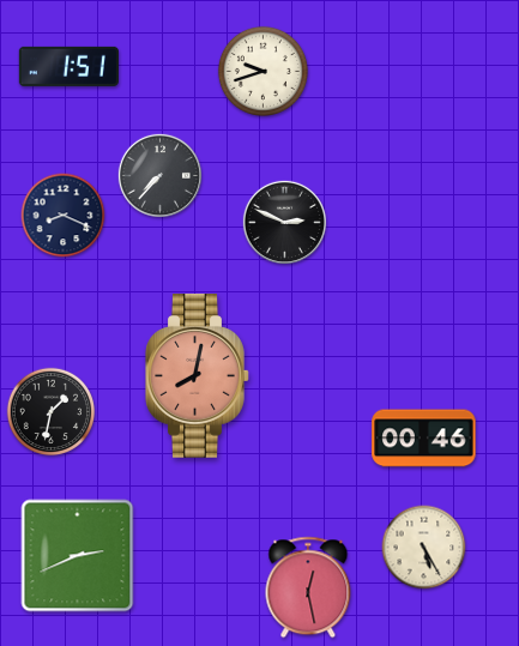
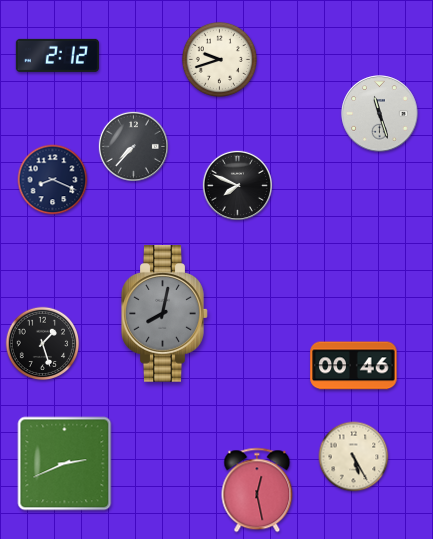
clock at (68, 66): 1:51 -> 2:12
clock at (380, 114): none -> 11:27
clock at (284, 222): 2:49 -> 7:49
clock at (198, 376) dial: salmon -> grey
clock at (52, 412): 1:32 -> 1:27
